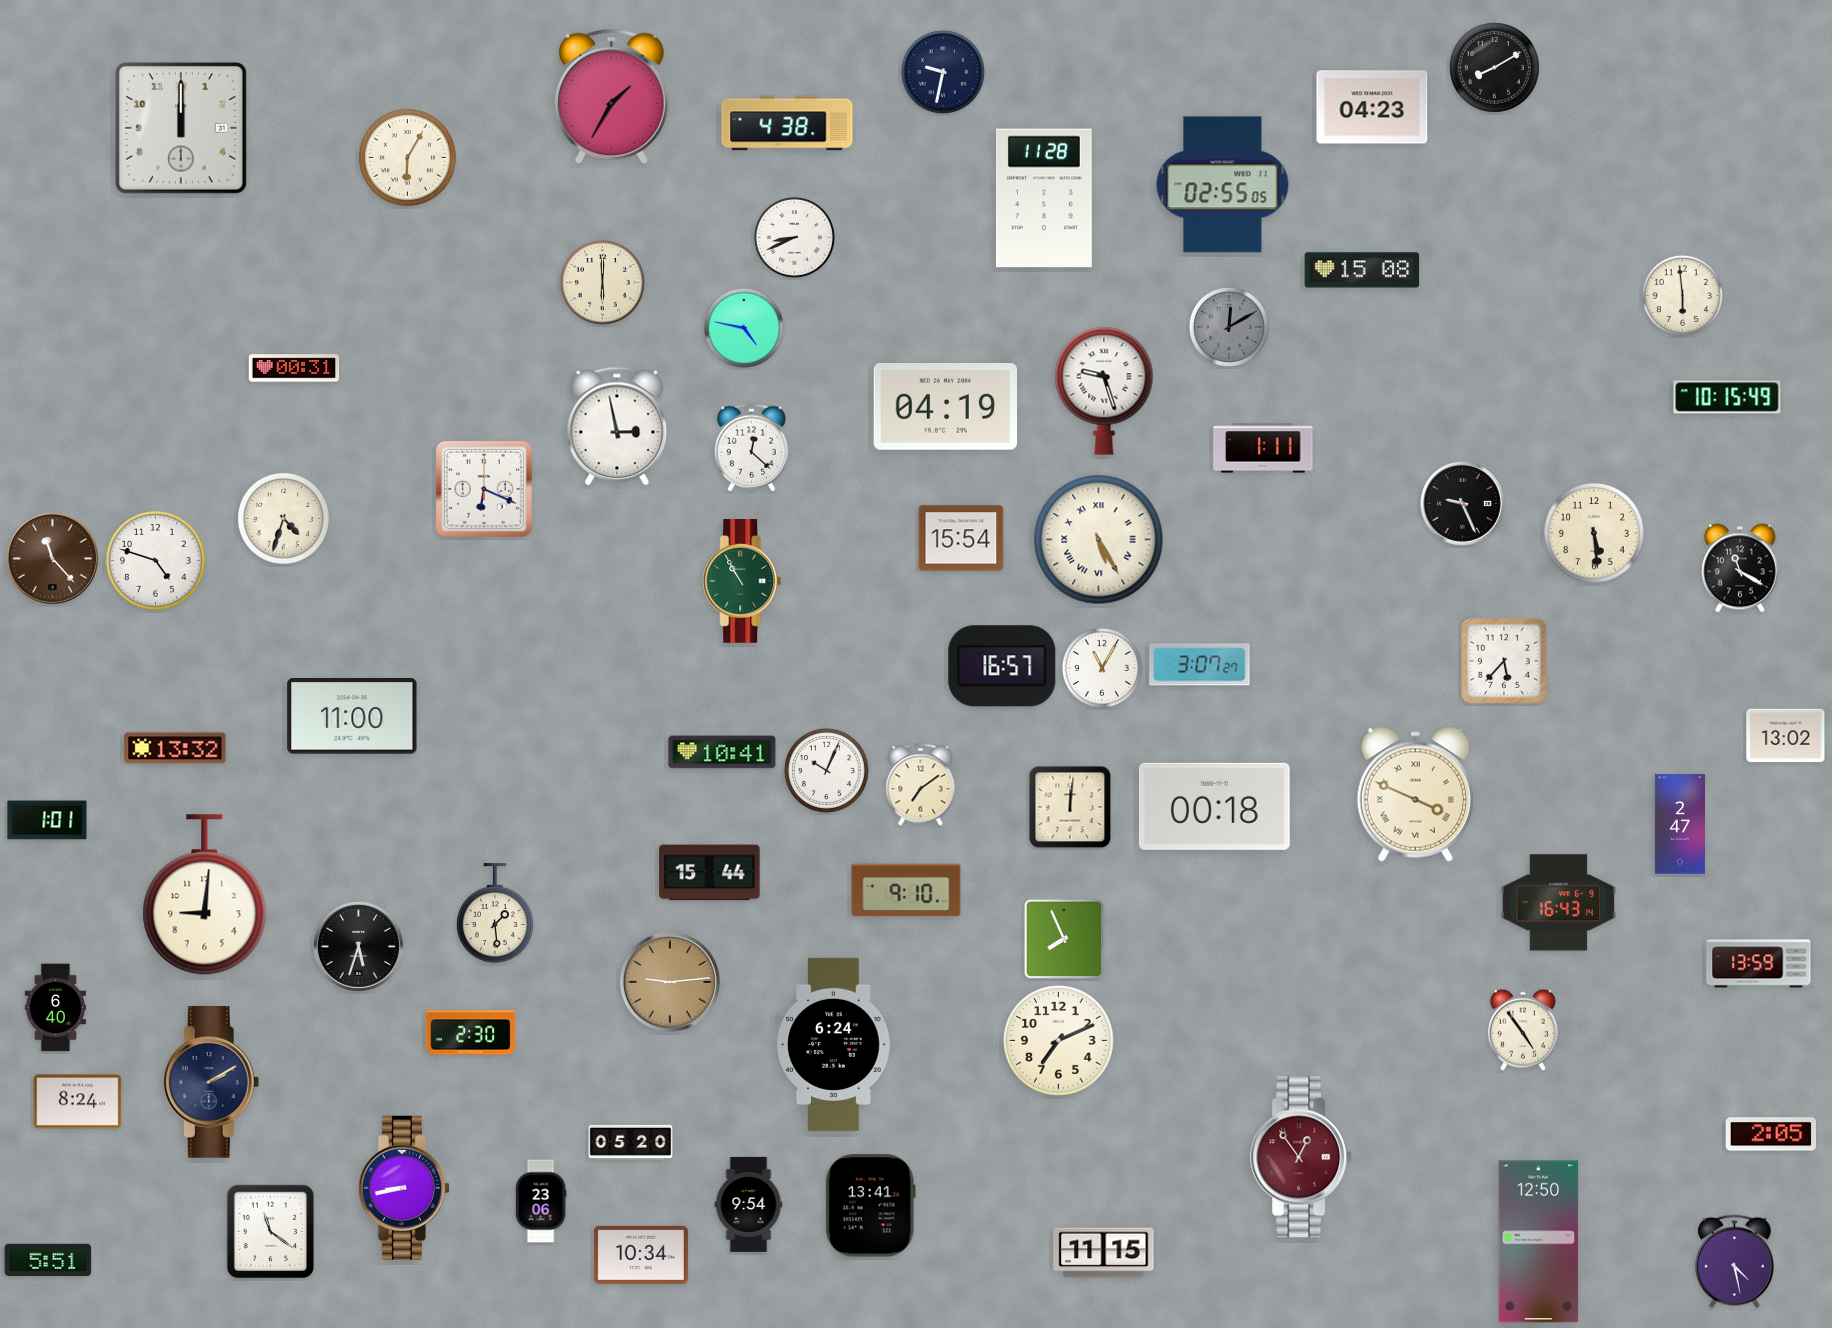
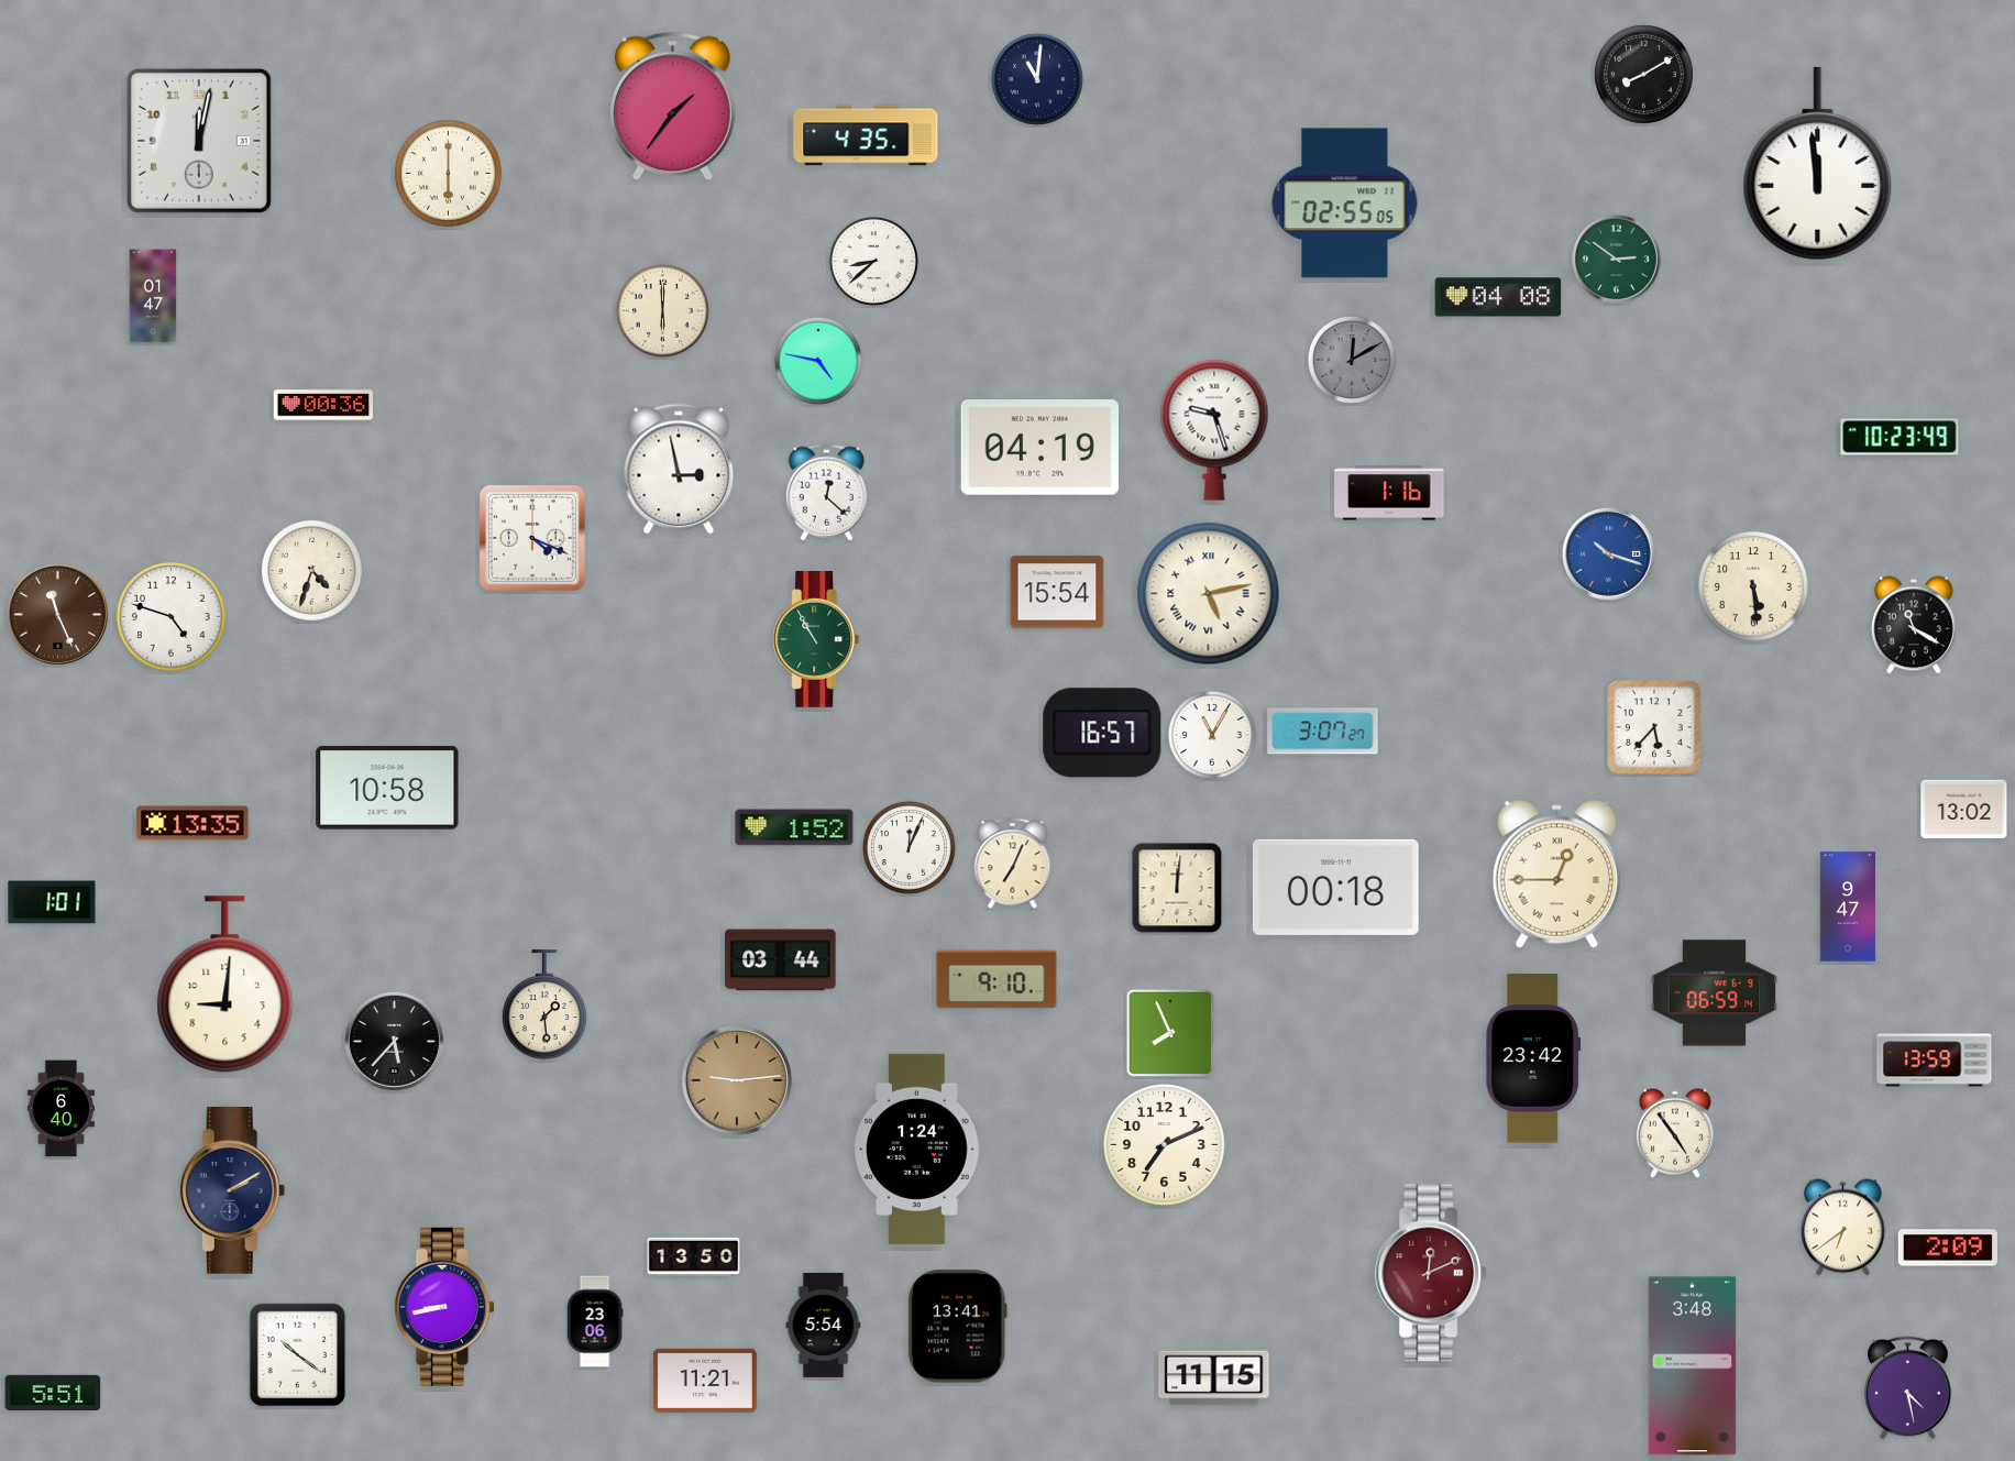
clock at (943, 72): 9:32 -> 11:01
clock at (611, 96): 1:35 -> 1:36
clock at (1372, 107): 04:23 -> none
clock at (787, 123): 4:38 -> 4:35
clock at (181, 128): 12:00 -> 12:02
clock at (1818, 164): none -> 11:59
clock at (408, 158): 6:05 -> 6:00
clock at (1044, 198): 11:28 -> none
clock at (1617, 260): none -> 2:51
clock at (794, 237): 8:41 -> 8:38
clock at (153, 296): none -> 01:47
clock at (1362, 270): 15:08 -> 04:08
clock at (1682, 295): 5:59 -> none
clock at (294, 368): 00:31 -> 00:36
clock at (1727, 397): 10:15 -> 10:23
clock at (1263, 448): 1:11 -> 1:16
clock at (484, 489): 6:19 -> 4:19
clock at (1463, 504): 9:26 -> 10:18
clock at (1463, 504) dial: black -> blue
clock at (1099, 540): 5:25 -> 5:13
clock at (52, 558): 11:23 -> 11:26
clock at (1200, 665) position: (1200, 665) -> (1323, 732)
clock at (352, 716): 11:00 -> 10:58
clock at (175, 748): 13:32 -> 13:35
clock at (722, 752): 10:41 -> 1:52
clock at (826, 770): 10:04 -> 12:04
clock at (921, 785): 7:09 -> 7:04
clock at (1415, 794): 3:49 -> 12:45
clock at (1680, 824): 2:47 -> 9:47
clock at (710, 873): 15:44 -> 03:44
clock at (1559, 903): 16:43 -> 06:59
clock at (358, 946): 5:33 -> 5:37
clock at (1533, 1058): none -> 23:42
clock at (471, 1033): 2:30 -> none
clock at (834, 1044): 6:24 -> 1:24
clock at (78, 1102): 8:24 -> none
clock at (1843, 1228): none -> 6:39
clock at (1770, 1134): 2:05 -> 2:09
clock at (631, 1143): 05:20 -> 13:50
clock at (1302, 1157): 12:54 -> 12:11
clock at (749, 1204): 9:54 -> 5:54
clock at (271, 1232): 11:21 -> 10:21
clock at (1539, 1242): 12:50 -> 3:48
clock at (641, 1255): 10:34 -> 11:21
clock at (48, 1259) position: (48, 1259) -> (53, 1392)
